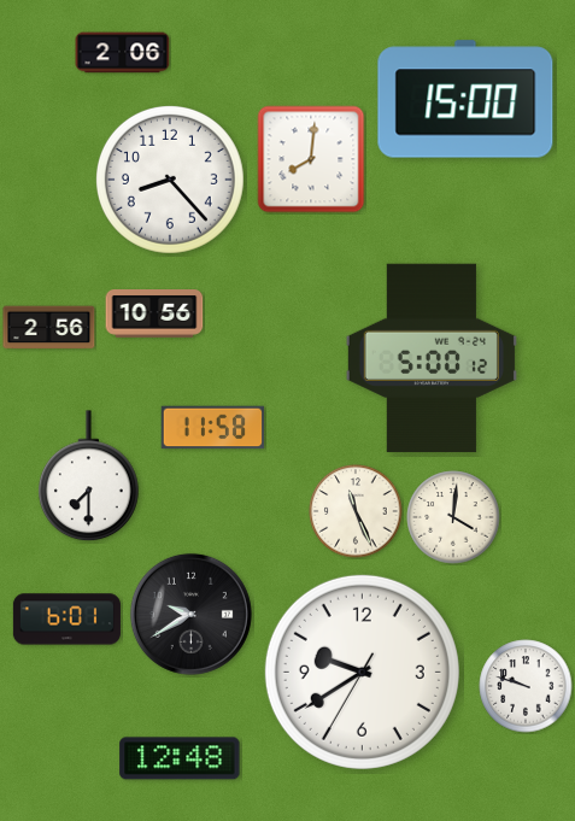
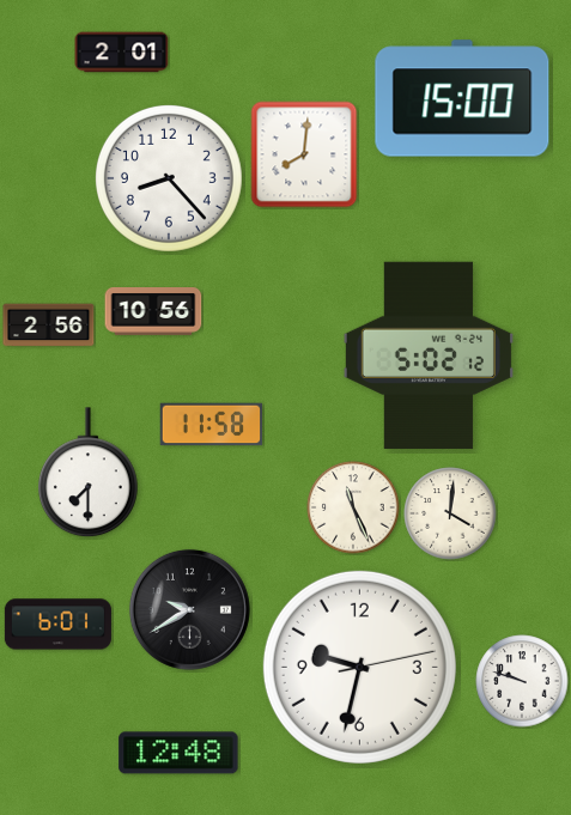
clock at (123, 53): 2:06 -> 2:01
clock at (311, 159) position: (311, 159) -> (304, 154)
clock at (432, 358): 5:00 -> 5:02
clock at (66, 620) position: (66, 620) -> (57, 625)
clock at (362, 672): 9:39 -> 9:32
